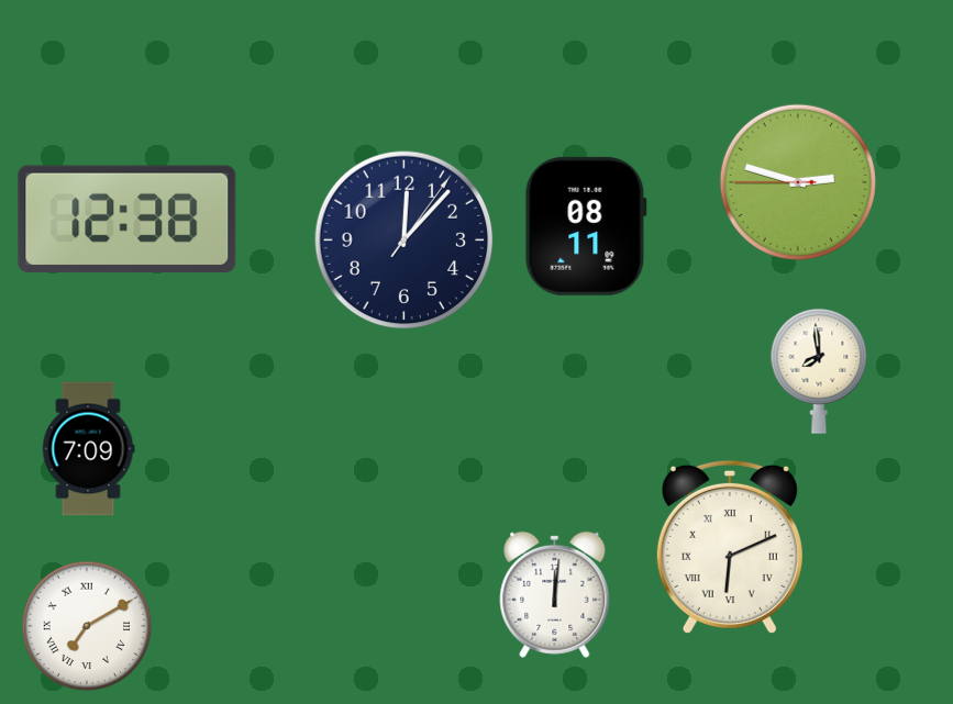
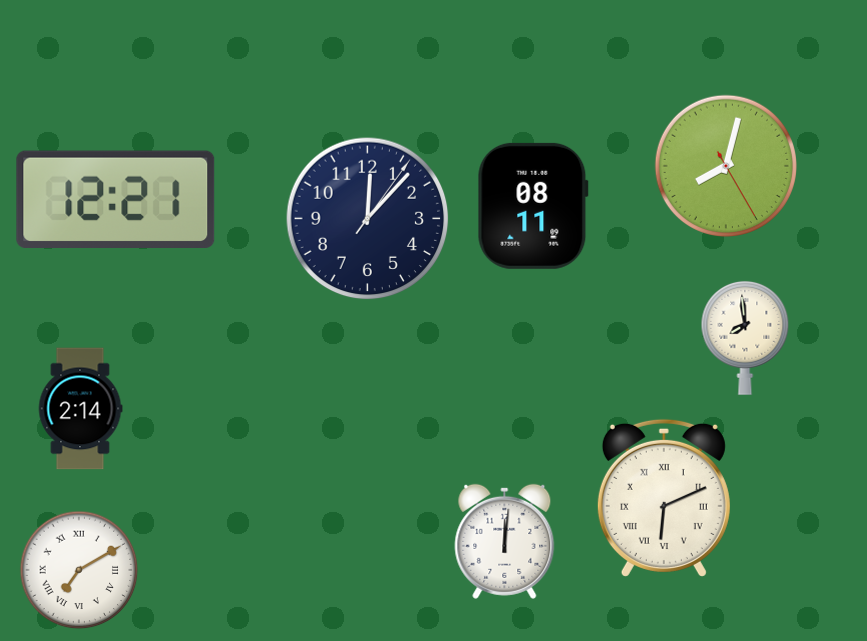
clock at (797, 181): 2:47 -> 8:02
clock at (128, 219): 12:38 -> 12:21
clock at (88, 449): 7:09 -> 2:14
